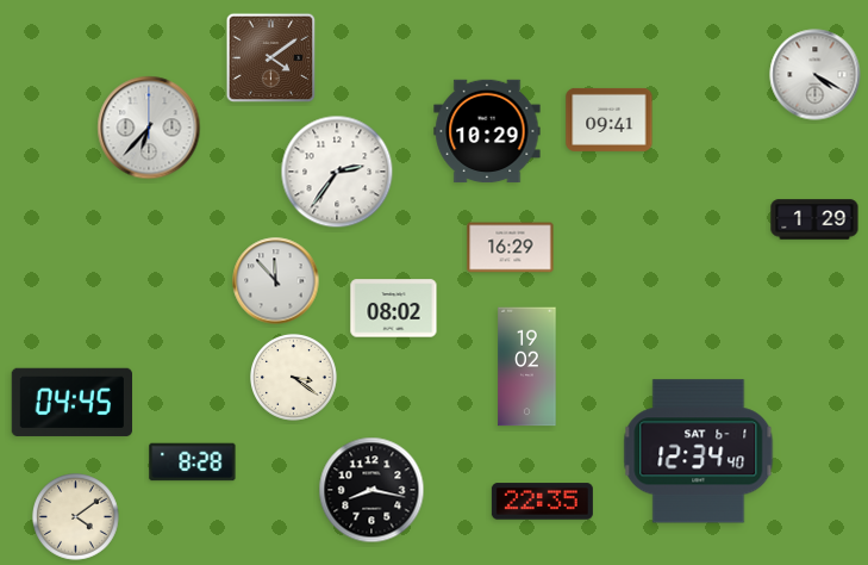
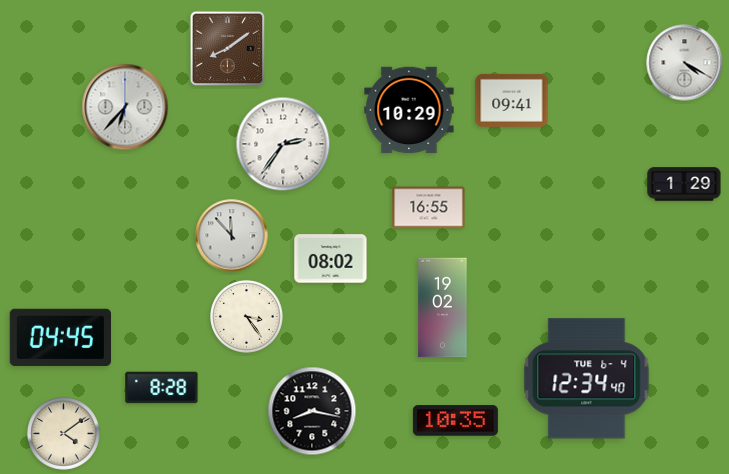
clock at (271, 58): 4:09 -> 8:09
clock at (511, 248): 16:29 -> 16:55
clock at (294, 378): 3:21 -> 3:24
clock at (699, 452) date: SAT 6-1 -> TUE 6-4
clock at (542, 502): 22:35 -> 10:35
